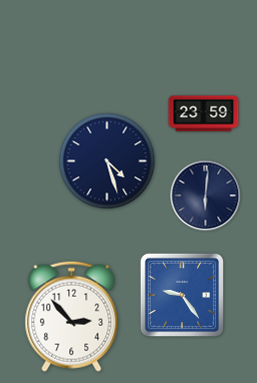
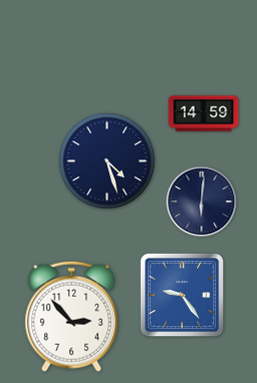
clock at (204, 114): 23:59 -> 14:59
clock at (206, 196) position: (206, 196) -> (202, 202)
